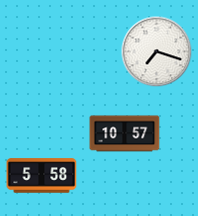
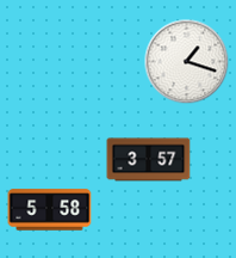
clock at (157, 52): 7:18 -> 1:18
clock at (125, 134): 10:57 -> 3:57
